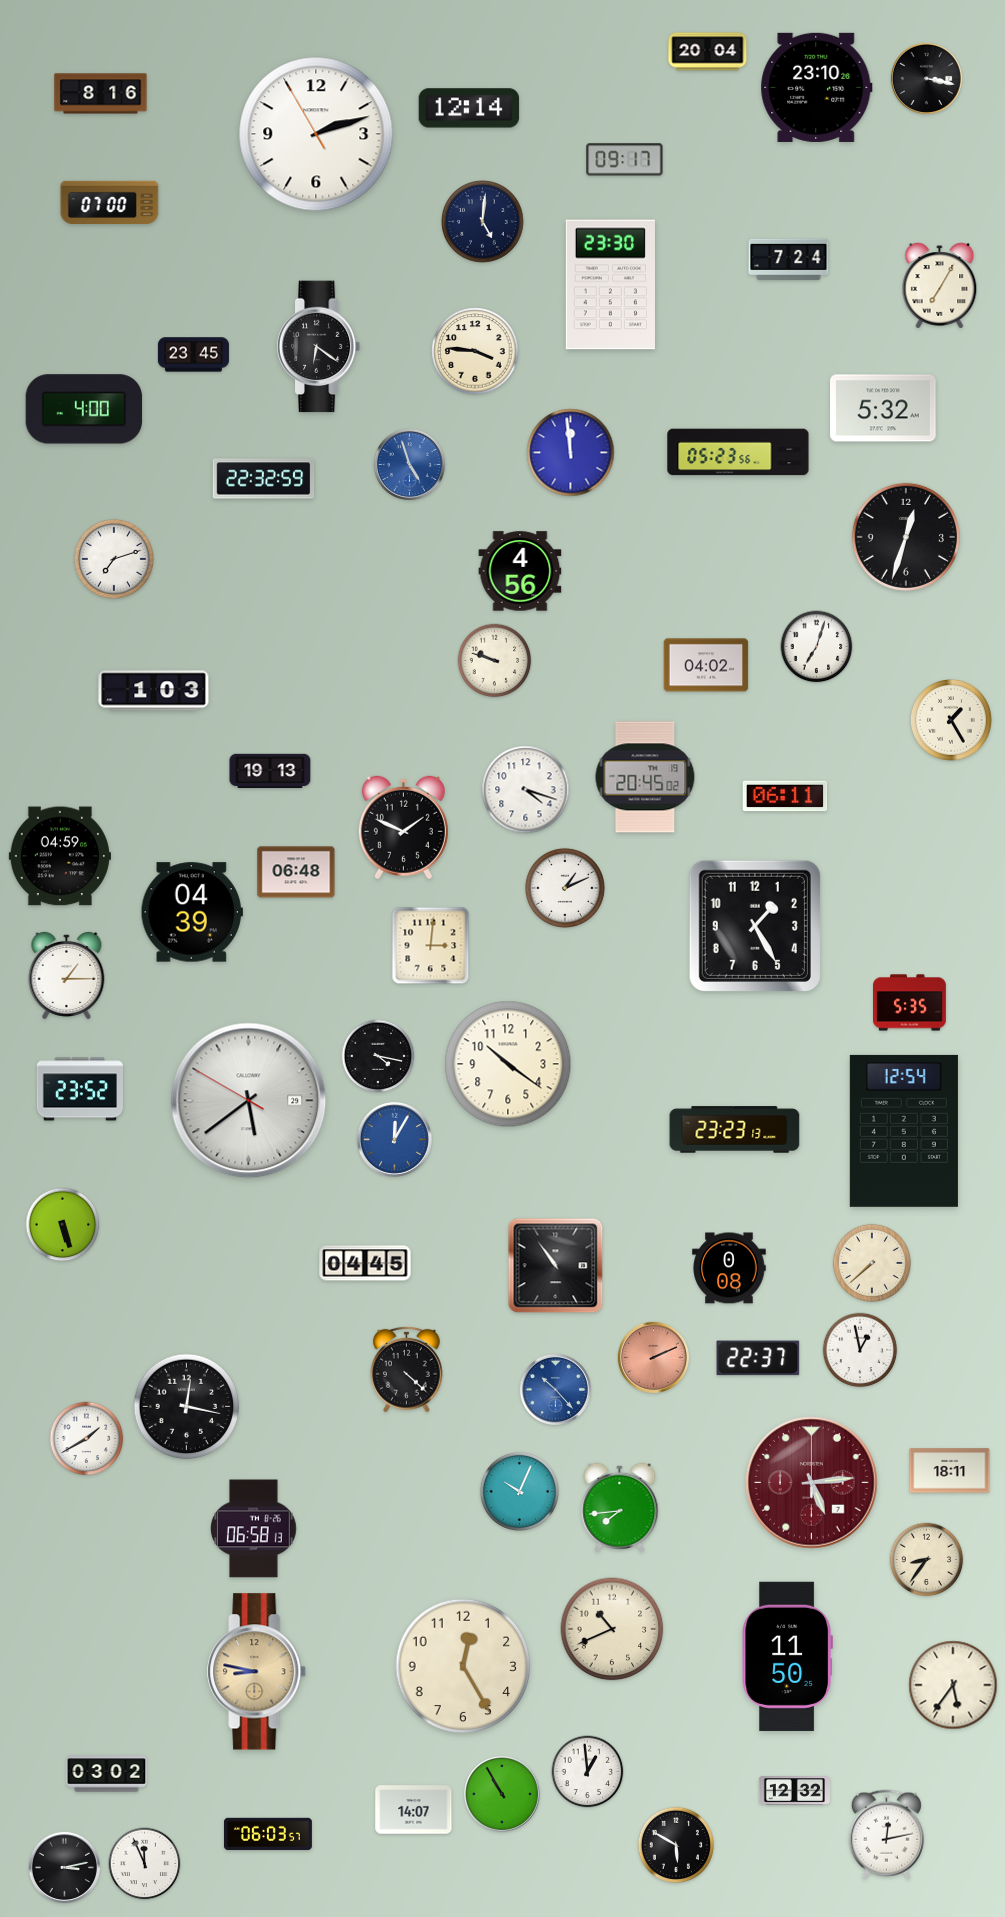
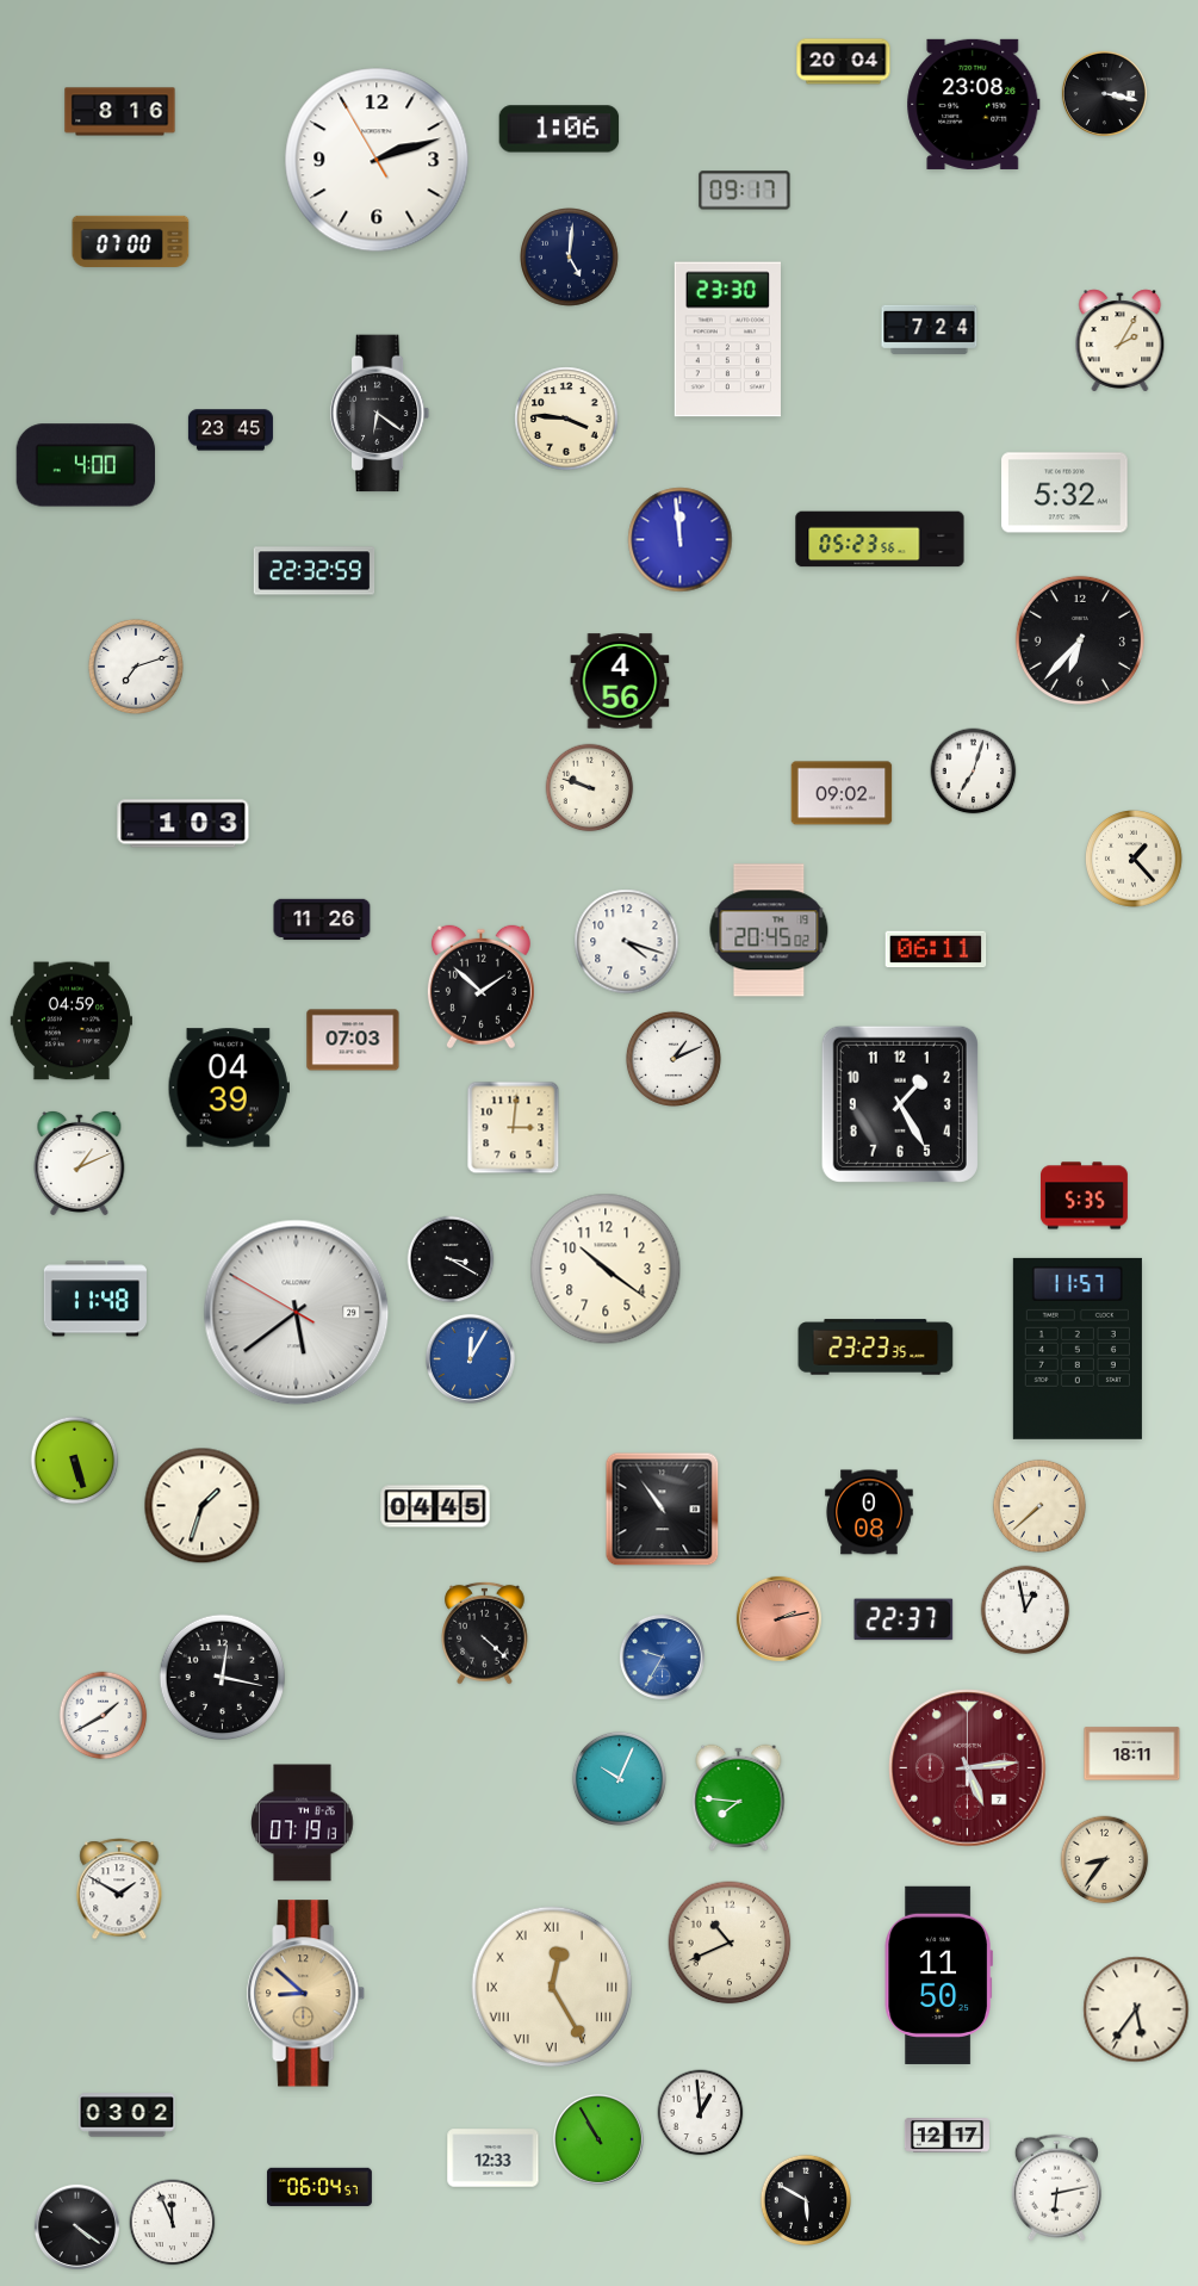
clock at (817, 87): 23:10 -> 23:08
clock at (469, 108): 12:14 -> 1:06
clock at (483, 222) position: (483, 222) -> (570, 258)
clock at (789, 259) position: (789, 259) -> (930, 329)
clock at (940, 286): 7:05 -> 2:05
clock at (193, 355) position: (193, 355) -> (230, 430)
clock at (883, 408) position: (883, 408) -> (1064, 492)
clock at (84, 409) position: (84, 409) -> (86, 465)
clock at (409, 464): 4:57 -> none
clock at (906, 537): 12:33 -> 6:37
clock at (706, 665): 04:02 -> 09:02
clock at (952, 721): 1:25 -> 1:23
clock at (270, 771): 19:13 -> 11:26
clock at (645, 777) position: (645, 777) -> (769, 930)
clock at (403, 828): 1:49 -> 1:52
clock at (296, 872): 06:48 -> 07:03
clock at (67, 975): 1:15 -> 1:11
clock at (378, 1056): 4:17 -> 3:20
clock at (80, 1089): 23:52 -> 11:48
clock at (735, 1130): 23:23:13 -> 23:23:35
clock at (904, 1131): 12:54 -> 11:57
clock at (203, 1506): none -> 1:33
clock at (653, 1357): 2:11 -> 2:13
clock at (555, 1389): 10:23 -> 9:35
clock at (620, 1507): 7:44 -> 7:46
clock at (254, 1529): 06:58 -> 07:19
clock at (119, 1889): none -> 1:50
clock at (463, 1666) numerals: Arabic -> Roman
clock at (257, 1672): 8:47 -> 8:52
clock at (794, 1791): 12:32 -> 12:17
clock at (414, 1810): 14:07 -> 12:33
clock at (268, 1834): 06:03 -> 06:04
clock at (886, 1835): 12:13 -> 6:13
clock at (64, 1867): 3:13 -> 4:21
